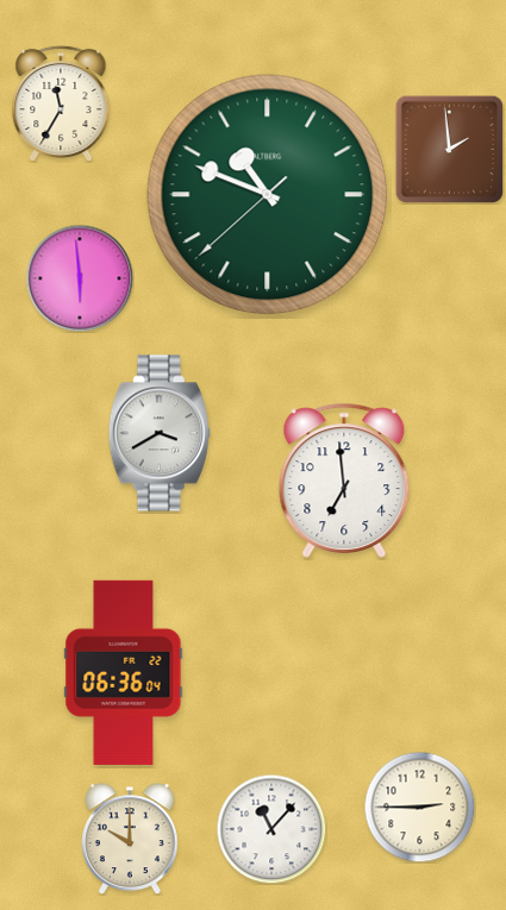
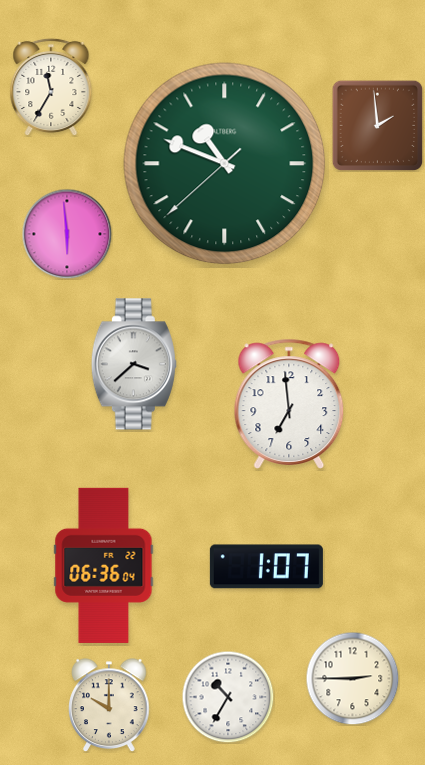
clock at (160, 433): 3:40 -> 3:38
clock at (266, 567): none -> 1:07
clock at (271, 829): 11:07 -> 10:35
